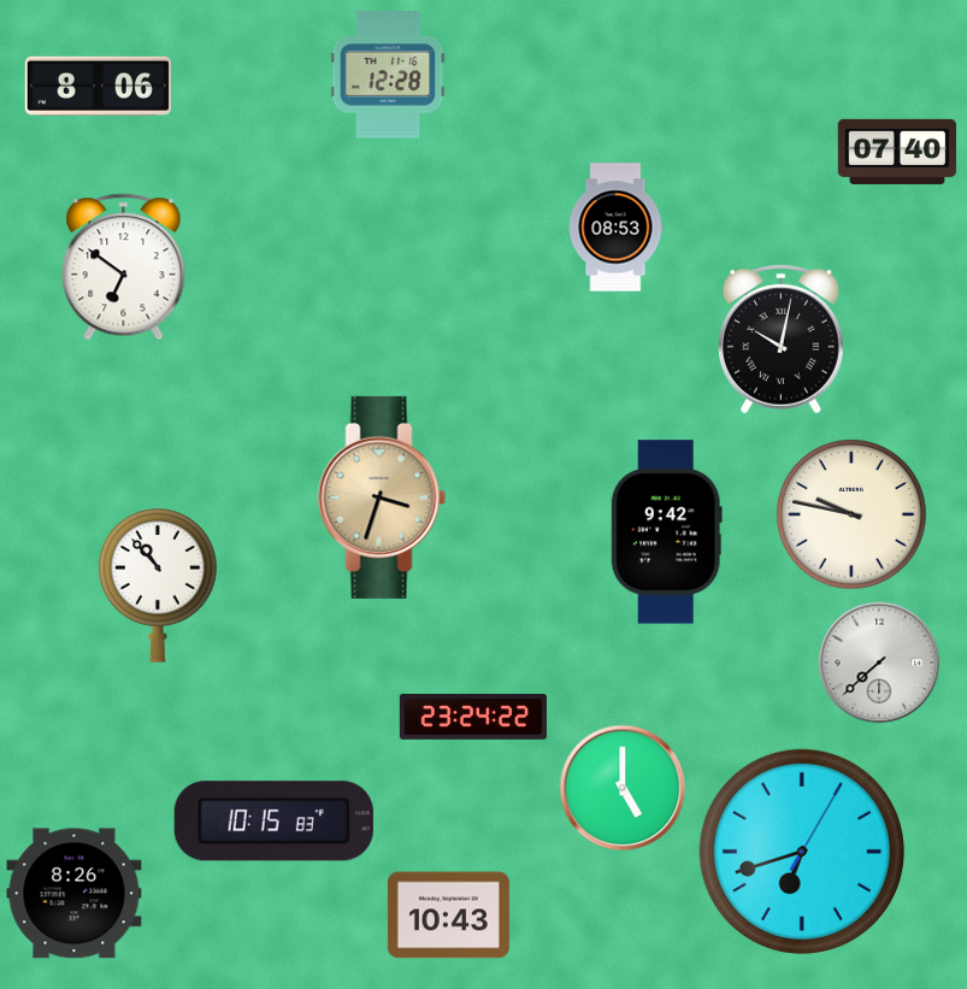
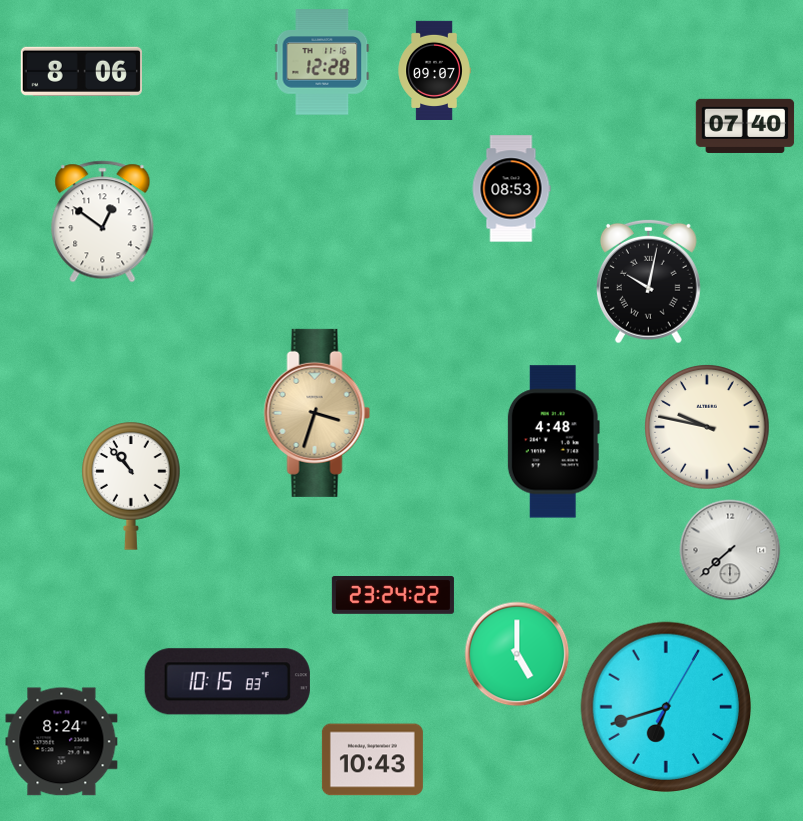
clock at (434, 70): none -> 09:07
clock at (124, 267): 6:51 -> 12:51
clock at (666, 532): 9:42 -> 4:48
clock at (75, 894): 8:26 -> 8:24
